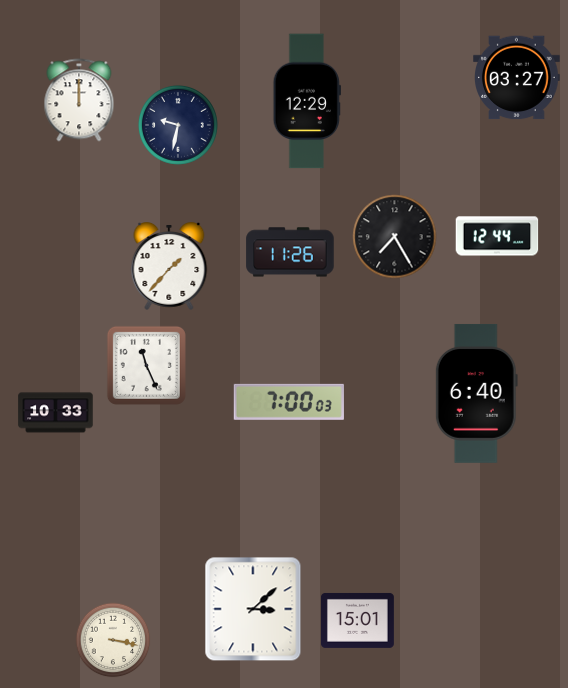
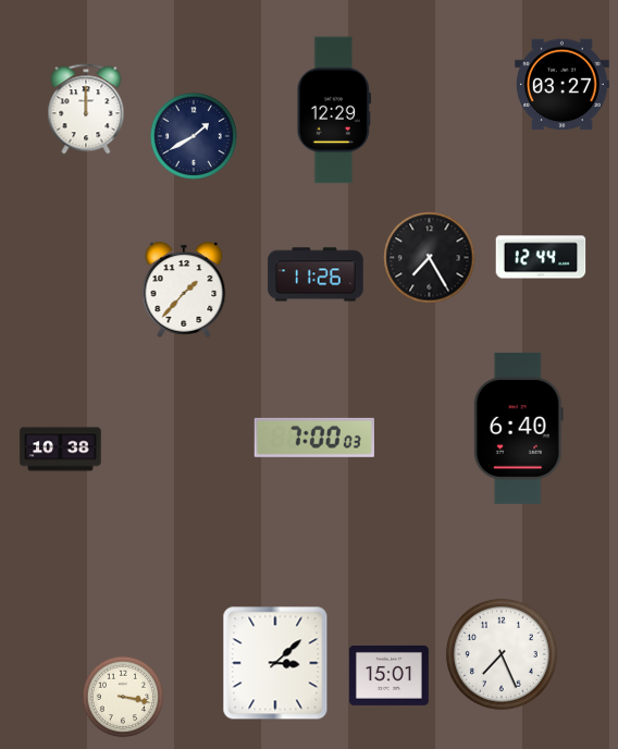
clock at (178, 125): 9:32 -> 1:40
clock at (146, 365): 11:26 -> none
clock at (56, 413): 10:33 -> 10:38
clock at (502, 654): none -> 7:26
